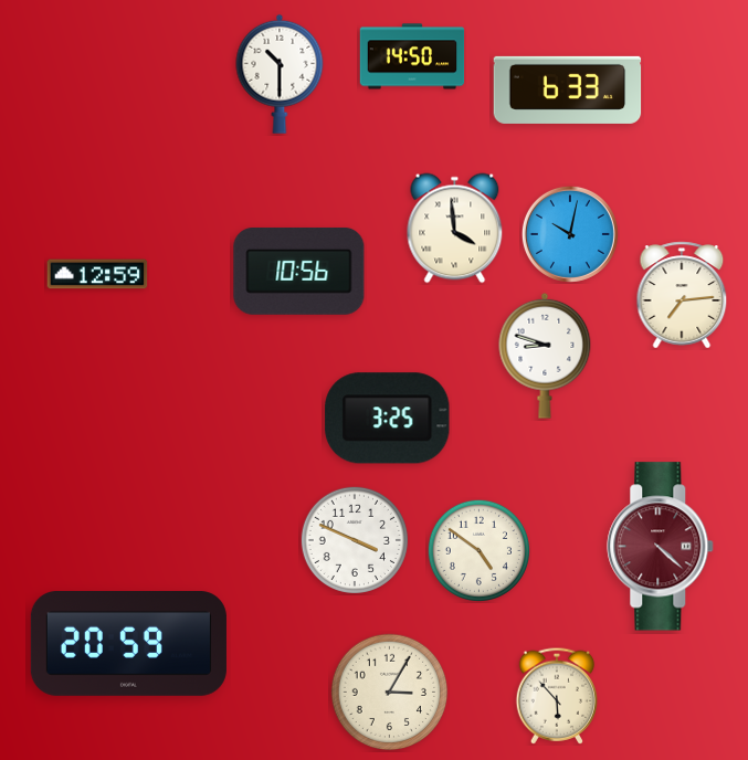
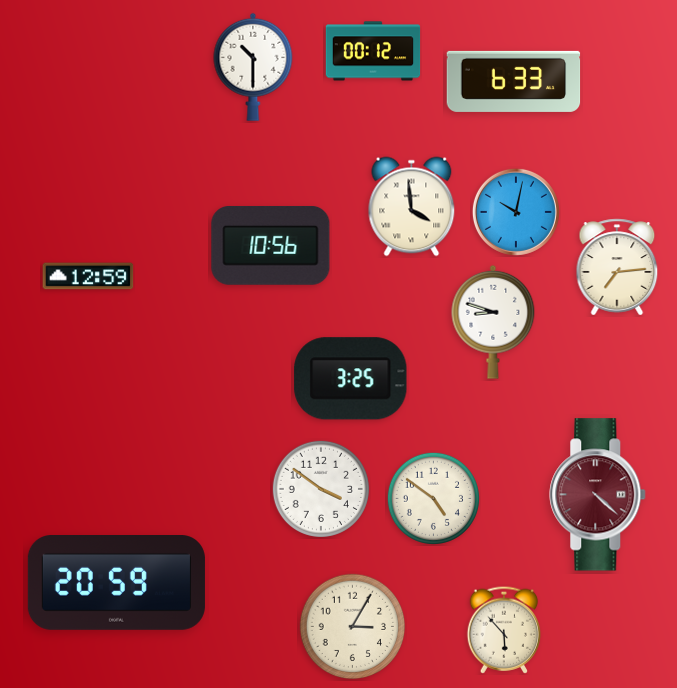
clock at (412, 56): 14:50 -> 00:12
clock at (97, 274) position: (97, 274) -> (88, 276)
clock at (354, 539): 3:49 -> 3:51
